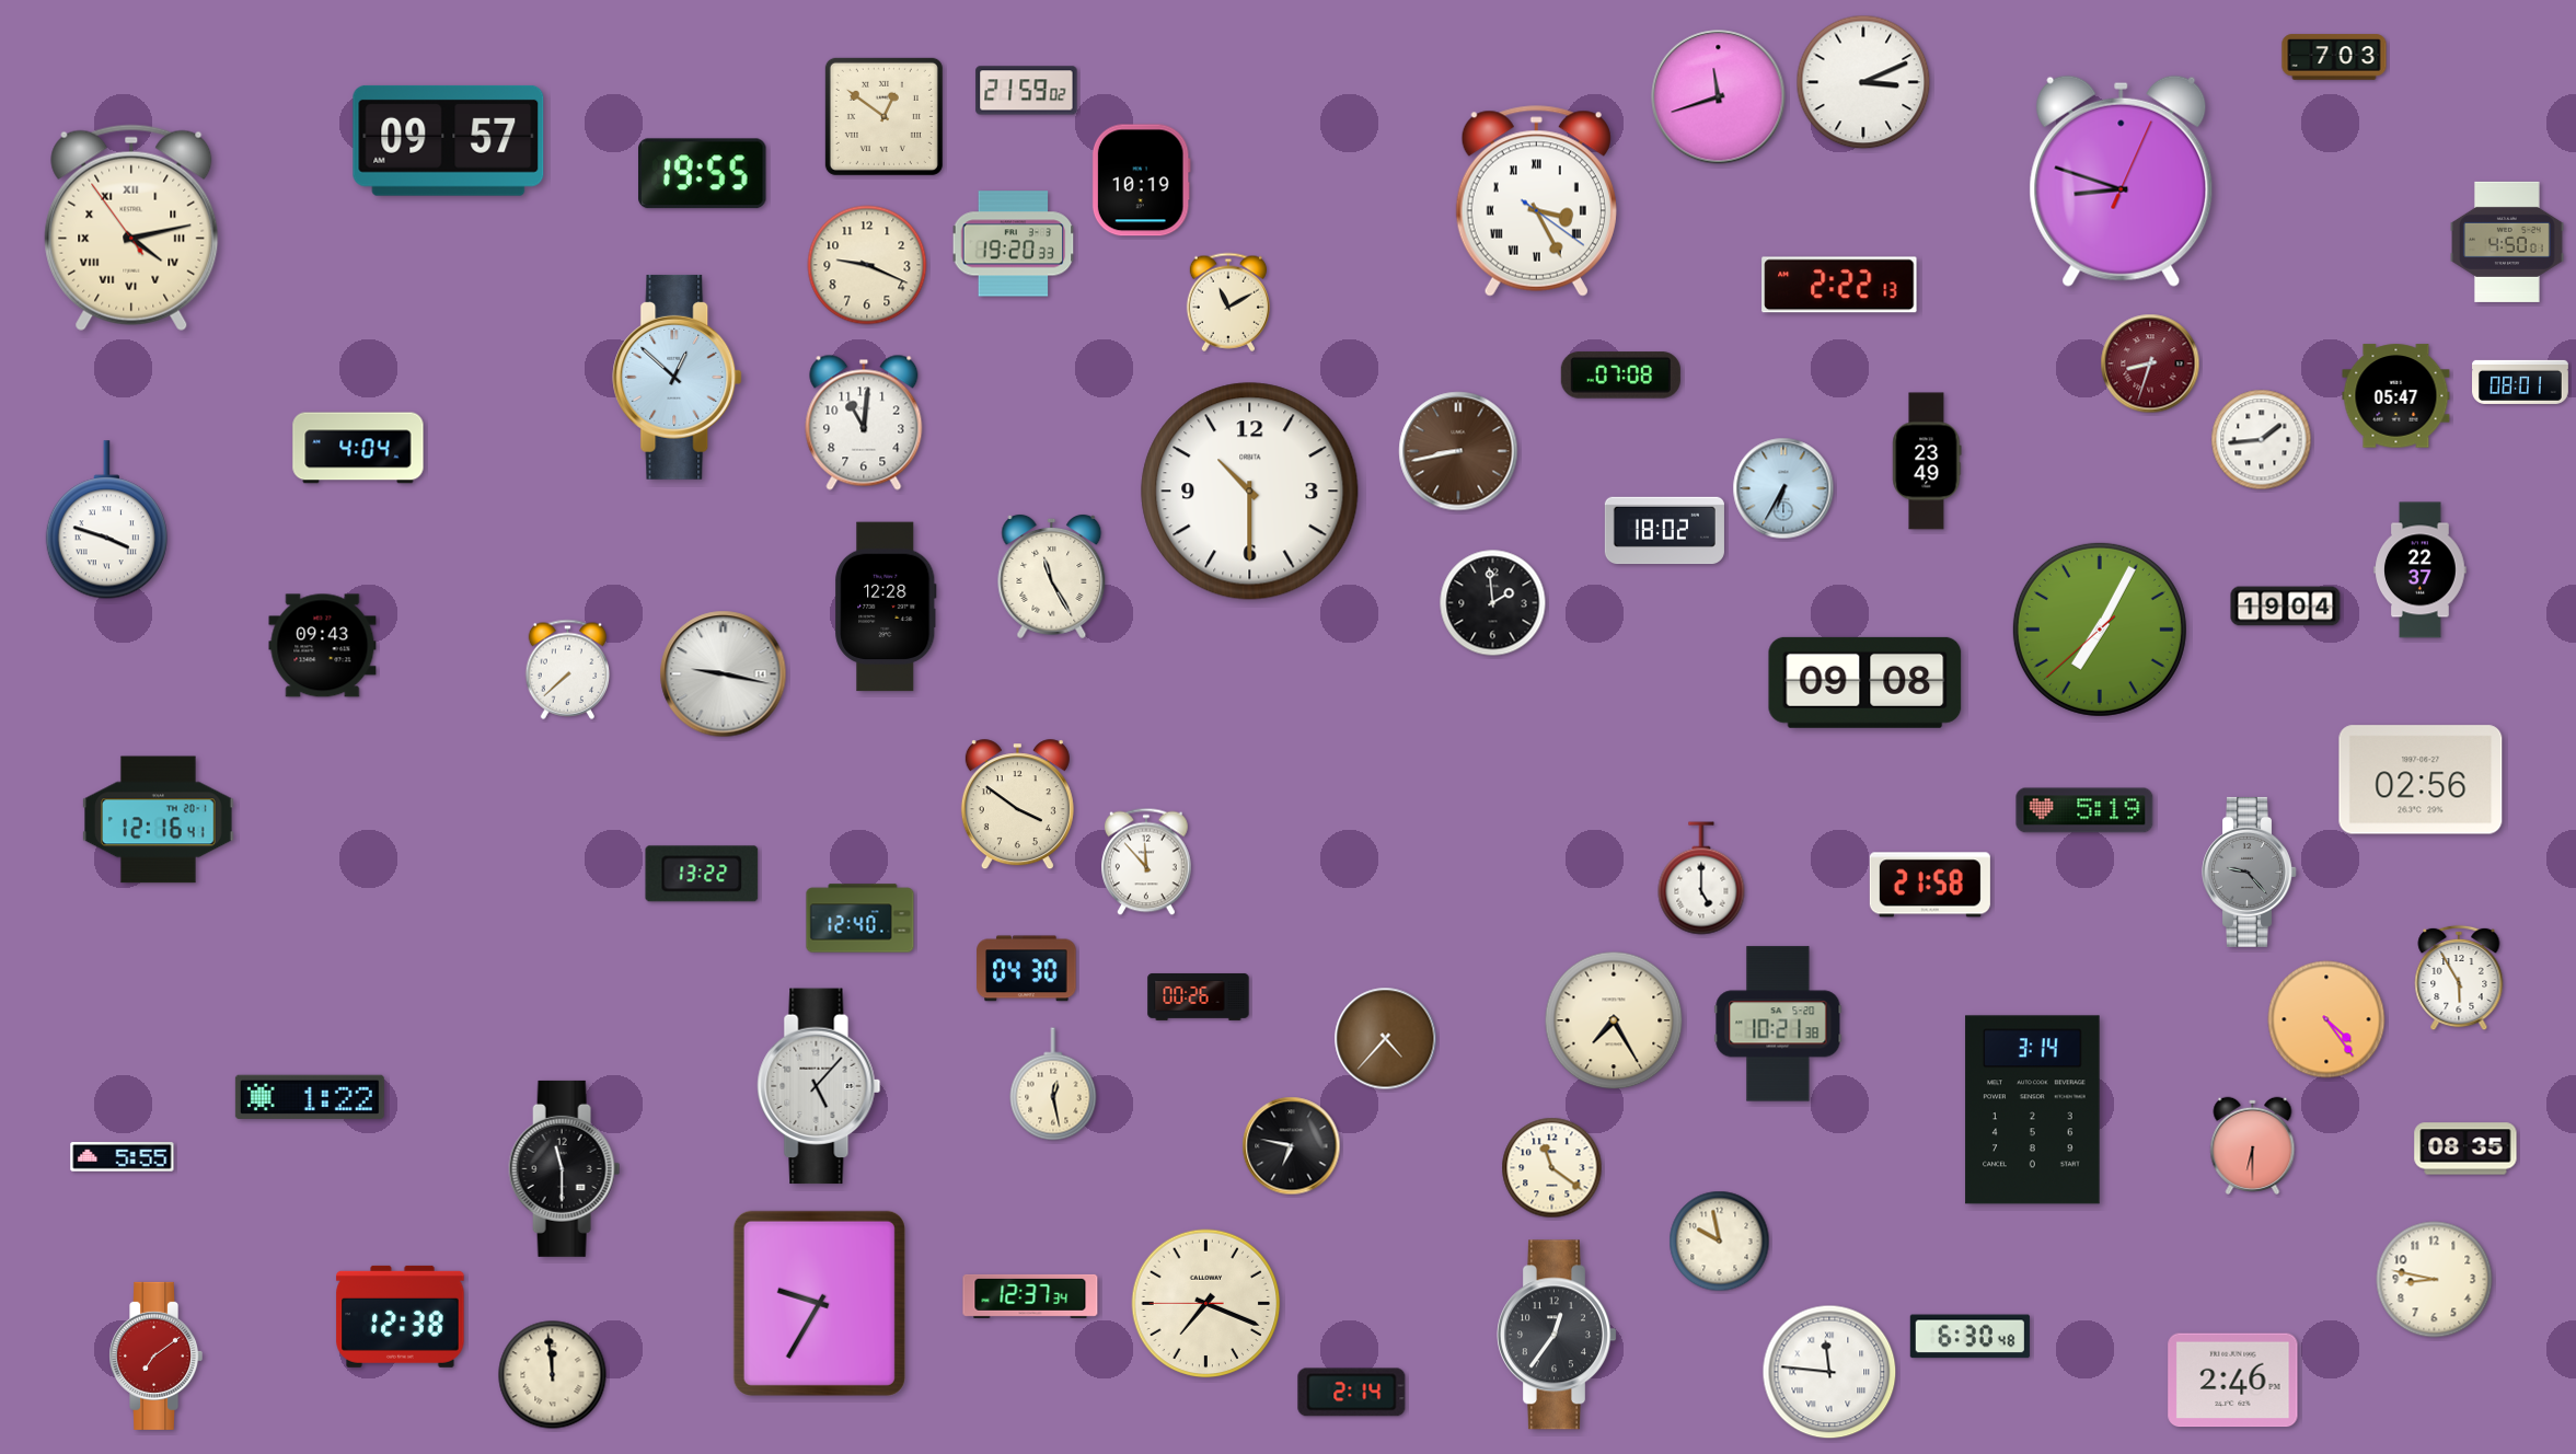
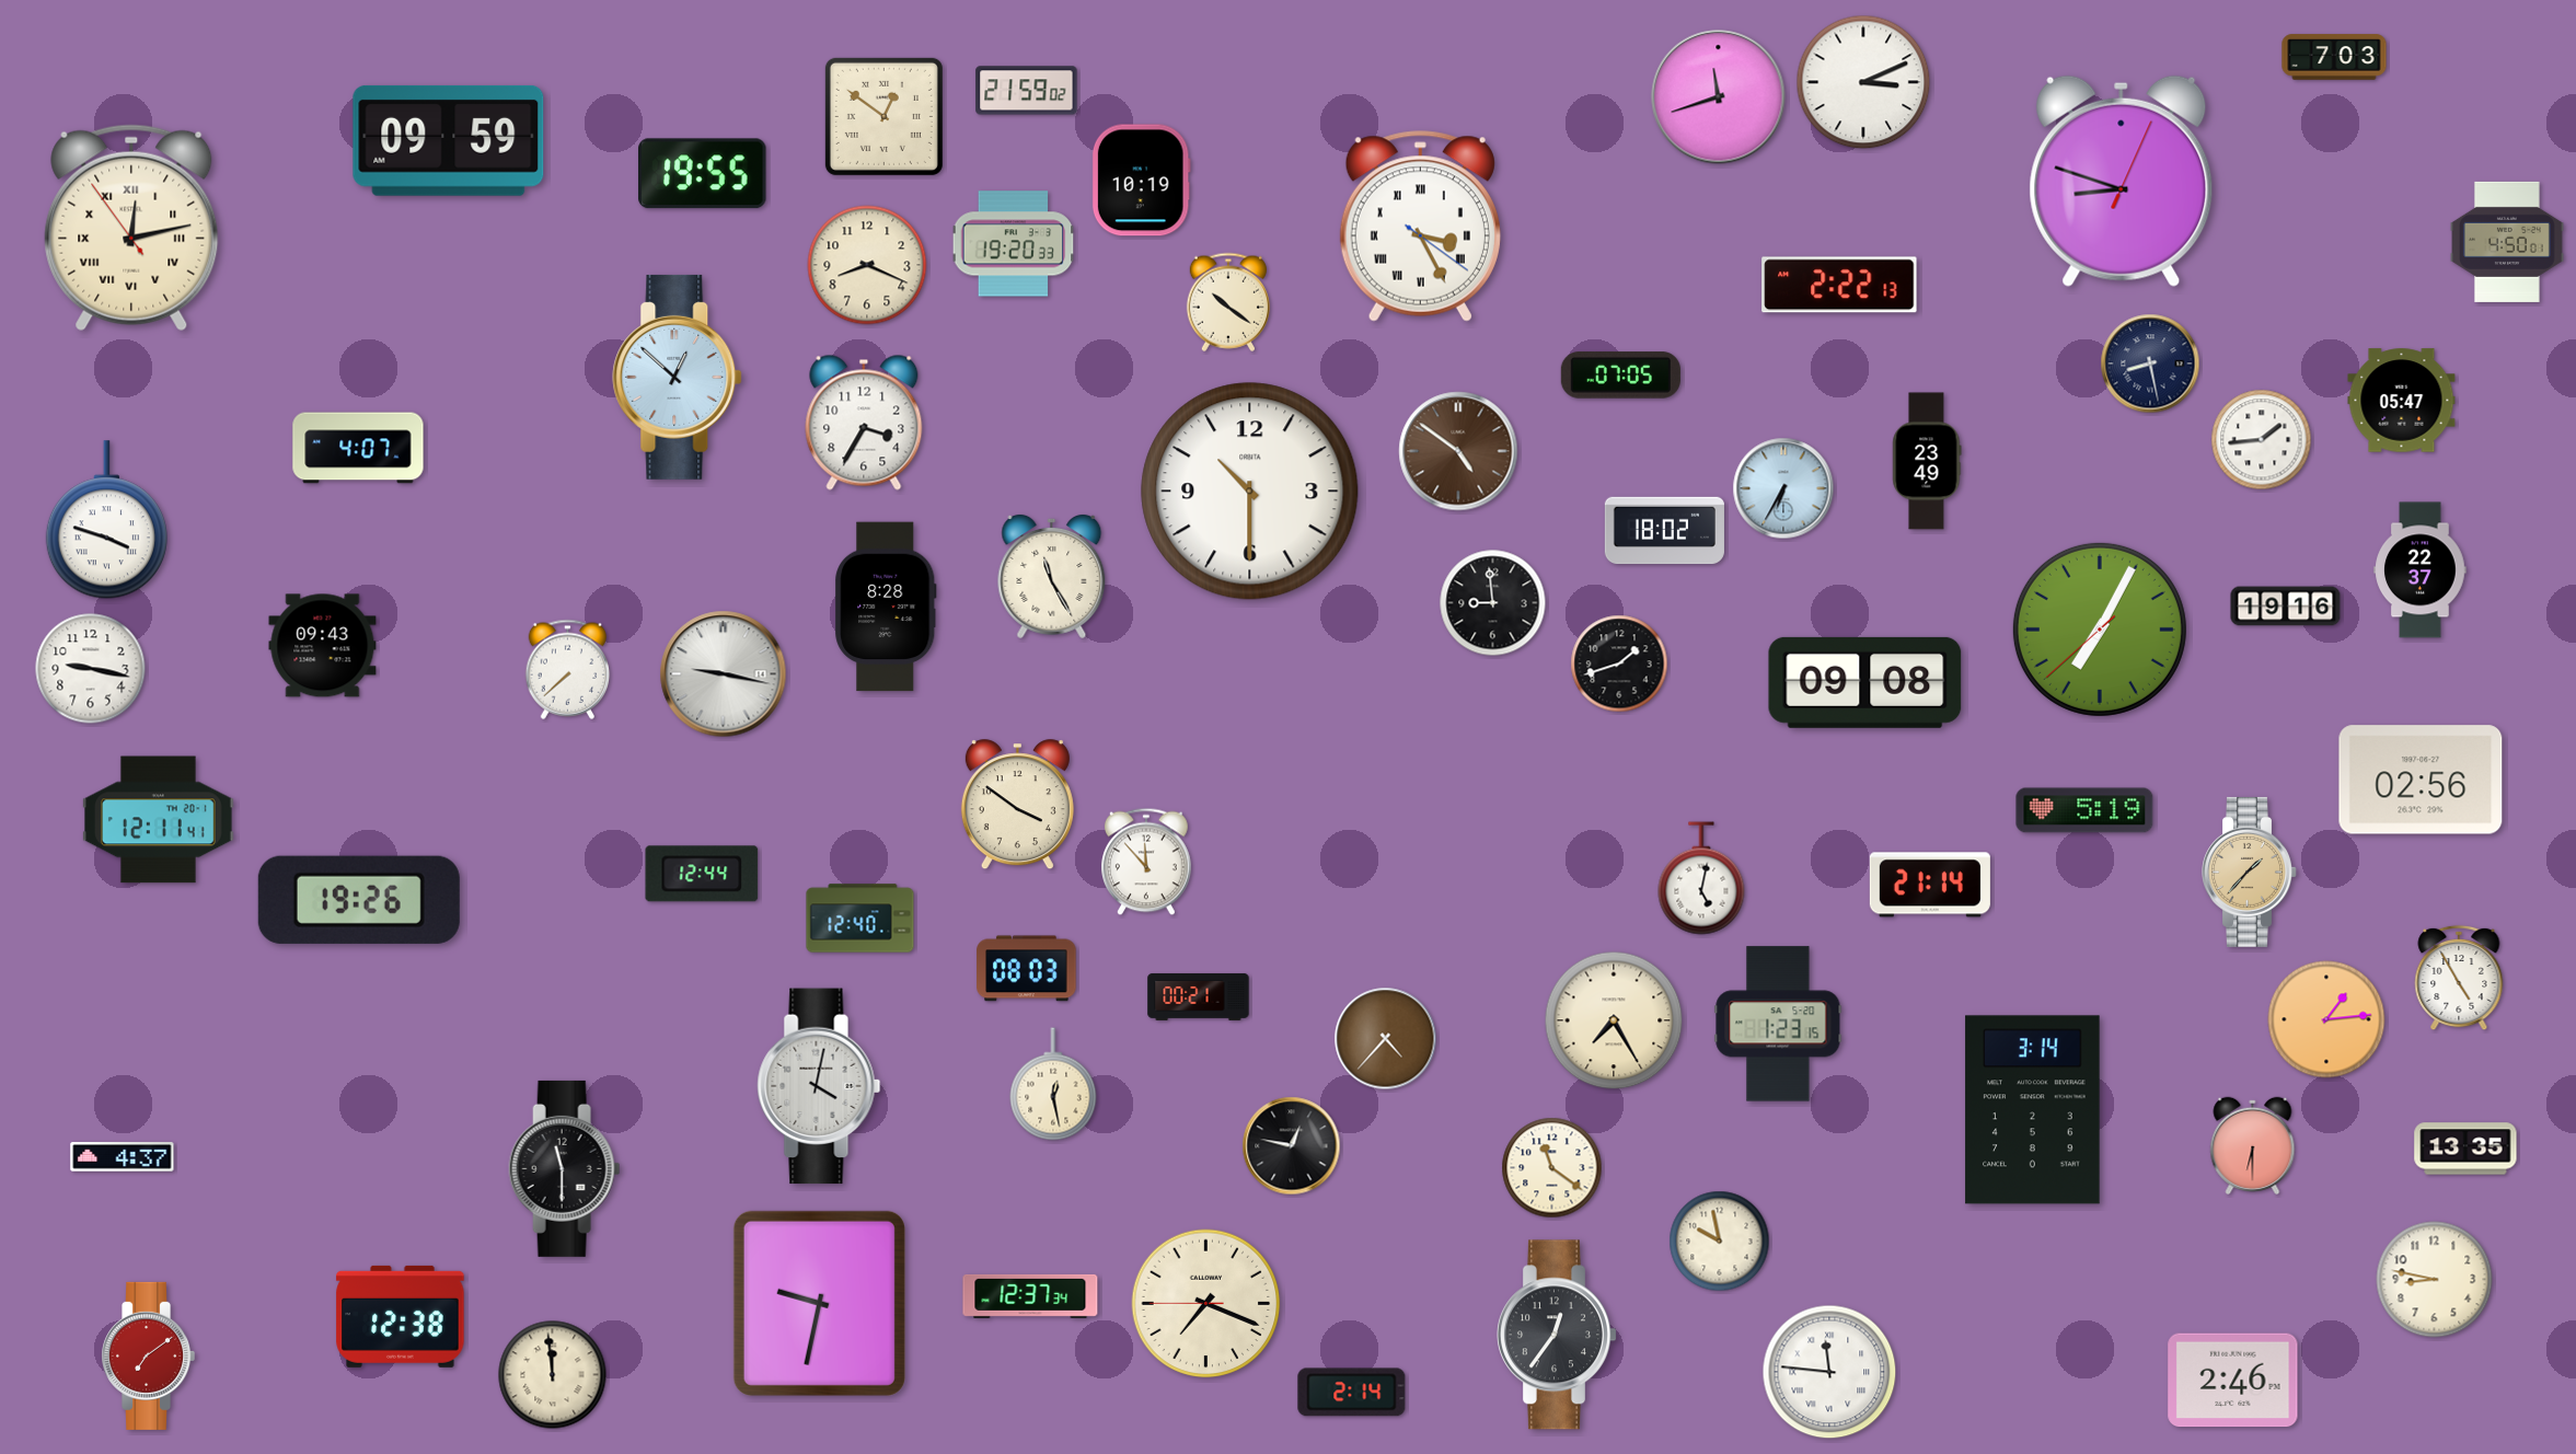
clock at (449, 140): 09:57 -> 09:59
clock at (1536, 201) position: (1536, 201) -> (1420, 227)
clock at (131, 228): 4:12 -> 12:12
clock at (867, 265): 9:19 -> 8:19
clock at (1228, 302): 11:10 -> 10:21
clock at (2150, 363): 8:33 -> 8:28
clock at (2150, 363) dial: burgundy -> navy
clock at (1620, 376): 07:08 -> 07:05
clock at (2521, 382): 08:01 -> none
clock at (2396, 396) position: (2396, 396) -> (2402, 401)
clock at (864, 423): 11:01 -> 3:35
clock at (358, 448): 4:04 -> 4:07
clock at (1458, 451): 8:43 -> 4:51
clock at (1493, 603): 1:59 -> 8:59
clock at (886, 607): 12:28 -> 8:28
clock at (2286, 607): 19:04 -> 19:16
clock at (1619, 663): none -> 1:42
clock at (91, 669): none -> 9:17
clock at (159, 820): 12:16 -> 12:11
clock at (2250, 872): 9:23 -> 1:37
clock at (2250, 872) dial: grey -> champagne
clock at (702, 874): 13:22 -> 12:44
clock at (1701, 878): 5:00 -> 5:02
clock at (1930, 885): 21:58 -> 21:14
clock at (359, 900): none -> 19:26
clock at (1027, 969): 04:30 -> 08:03
clock at (2459, 978): 5:55 -> 4:55
clock at (1199, 996): 00:26 -> 00:21
clock at (2326, 1019): 4:24 -> 1:14
clock at (1778, 1024): 10:21 -> 1:23
clock at (819, 1086): 5:07 -> 4:02
clock at (310, 1097): 1:22 -> none
clock at (1292, 1146): 6:47 -> 12:47
clock at (2465, 1149): 08:35 -> 13:35
clock at (123, 1157): 5:55 -> 4:37
clock at (819, 1303): 9:35 -> 9:32
clock at (1969, 1337): 6:30 -> none
clock at (157, 1355) position: (157, 1355) -> (149, 1355)
